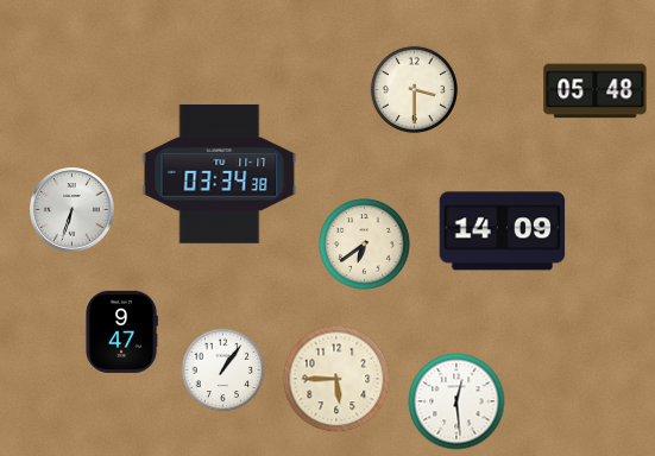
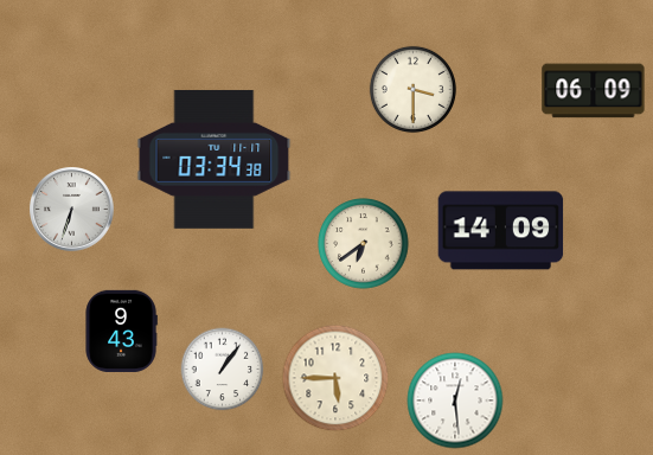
clock at (596, 91): 05:48 -> 06:09
clock at (220, 175) position: (220, 175) -> (215, 160)
clock at (121, 331): 9:47 -> 9:43
